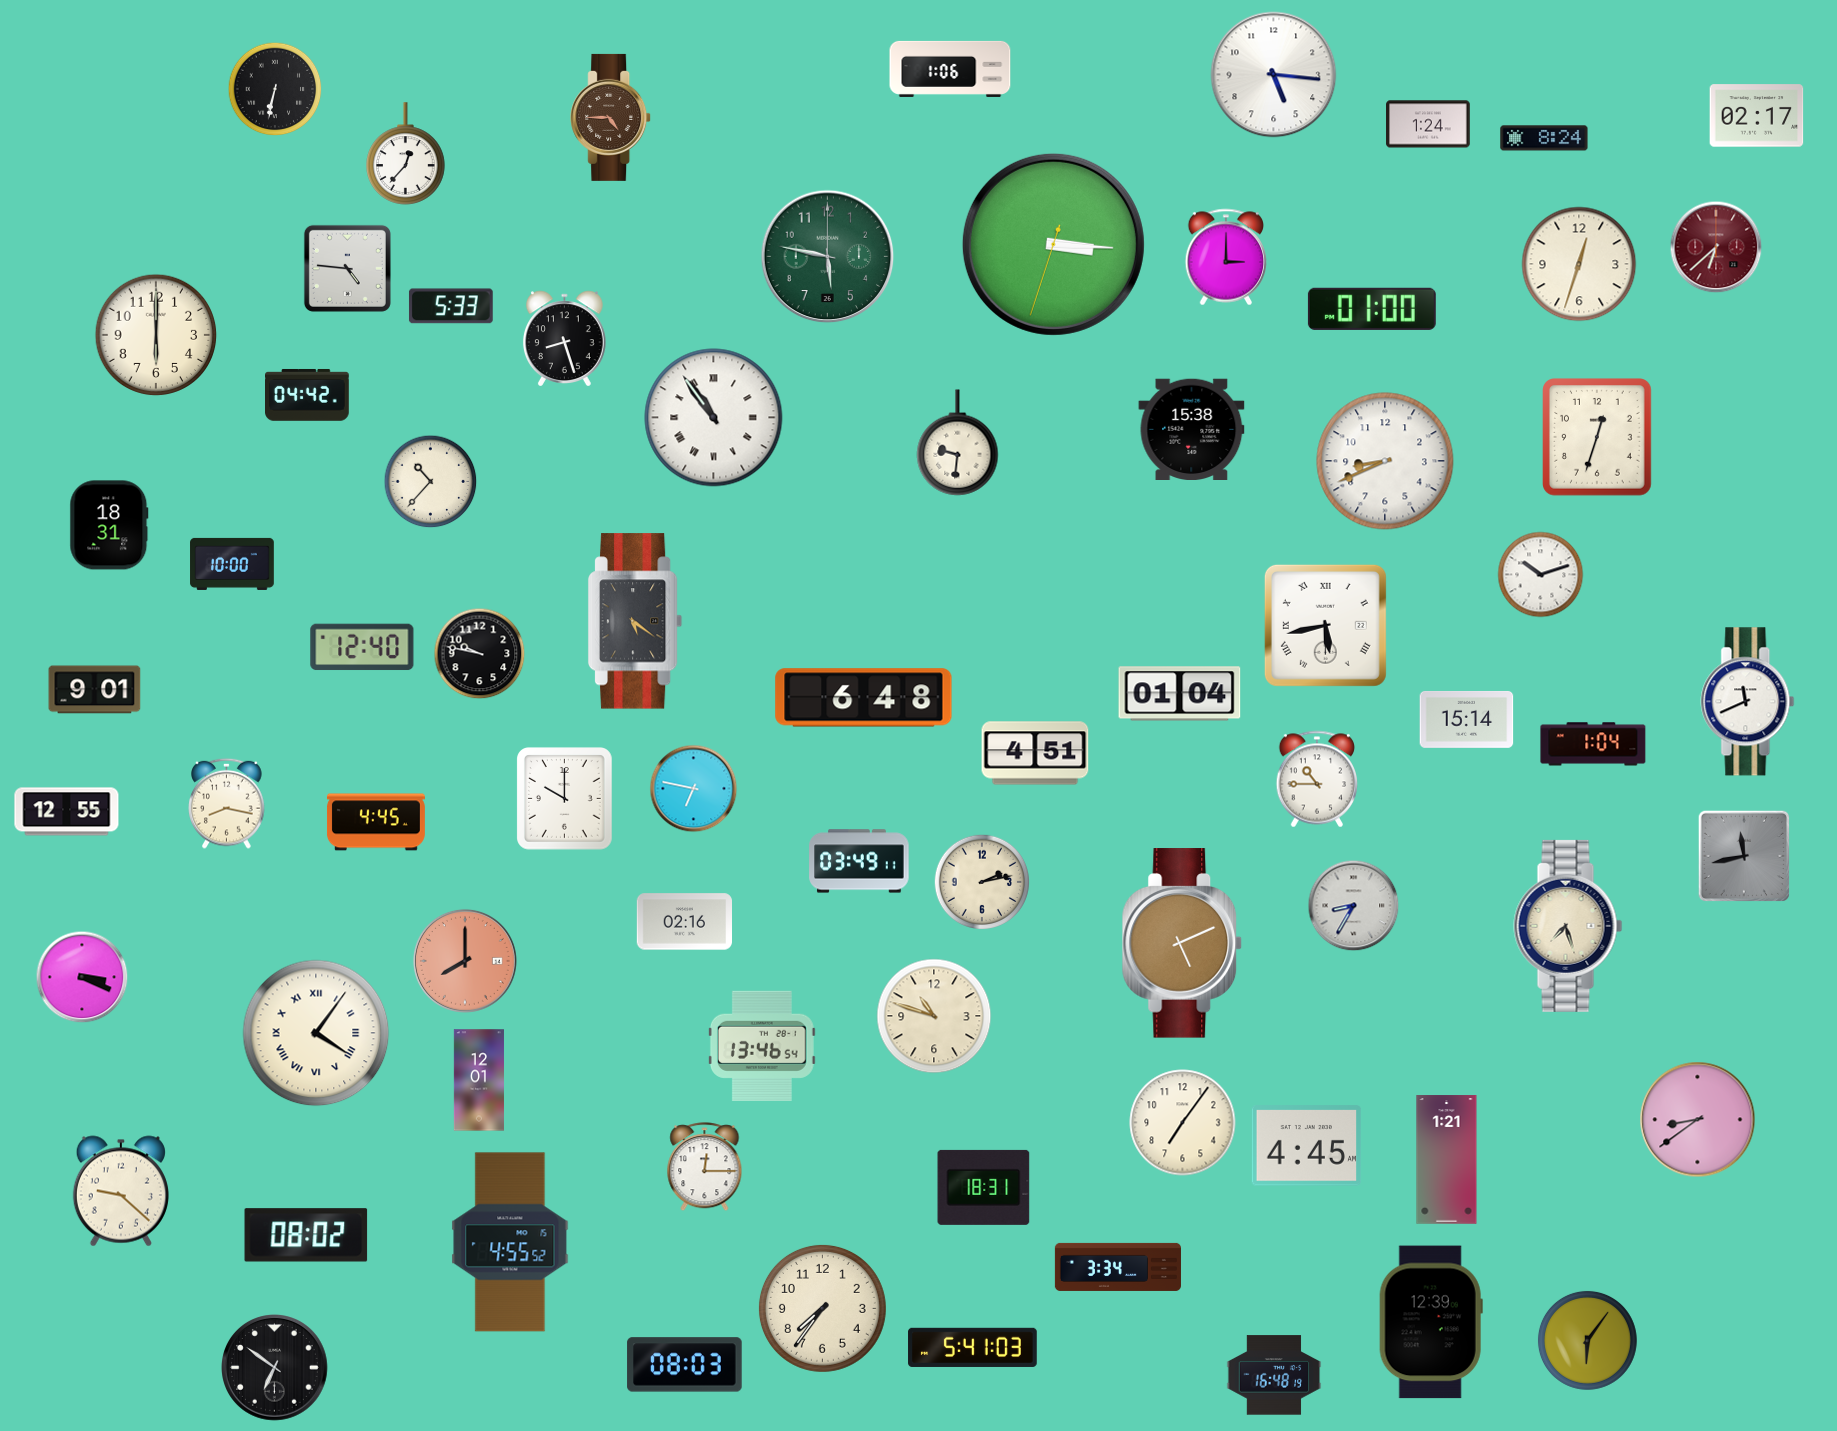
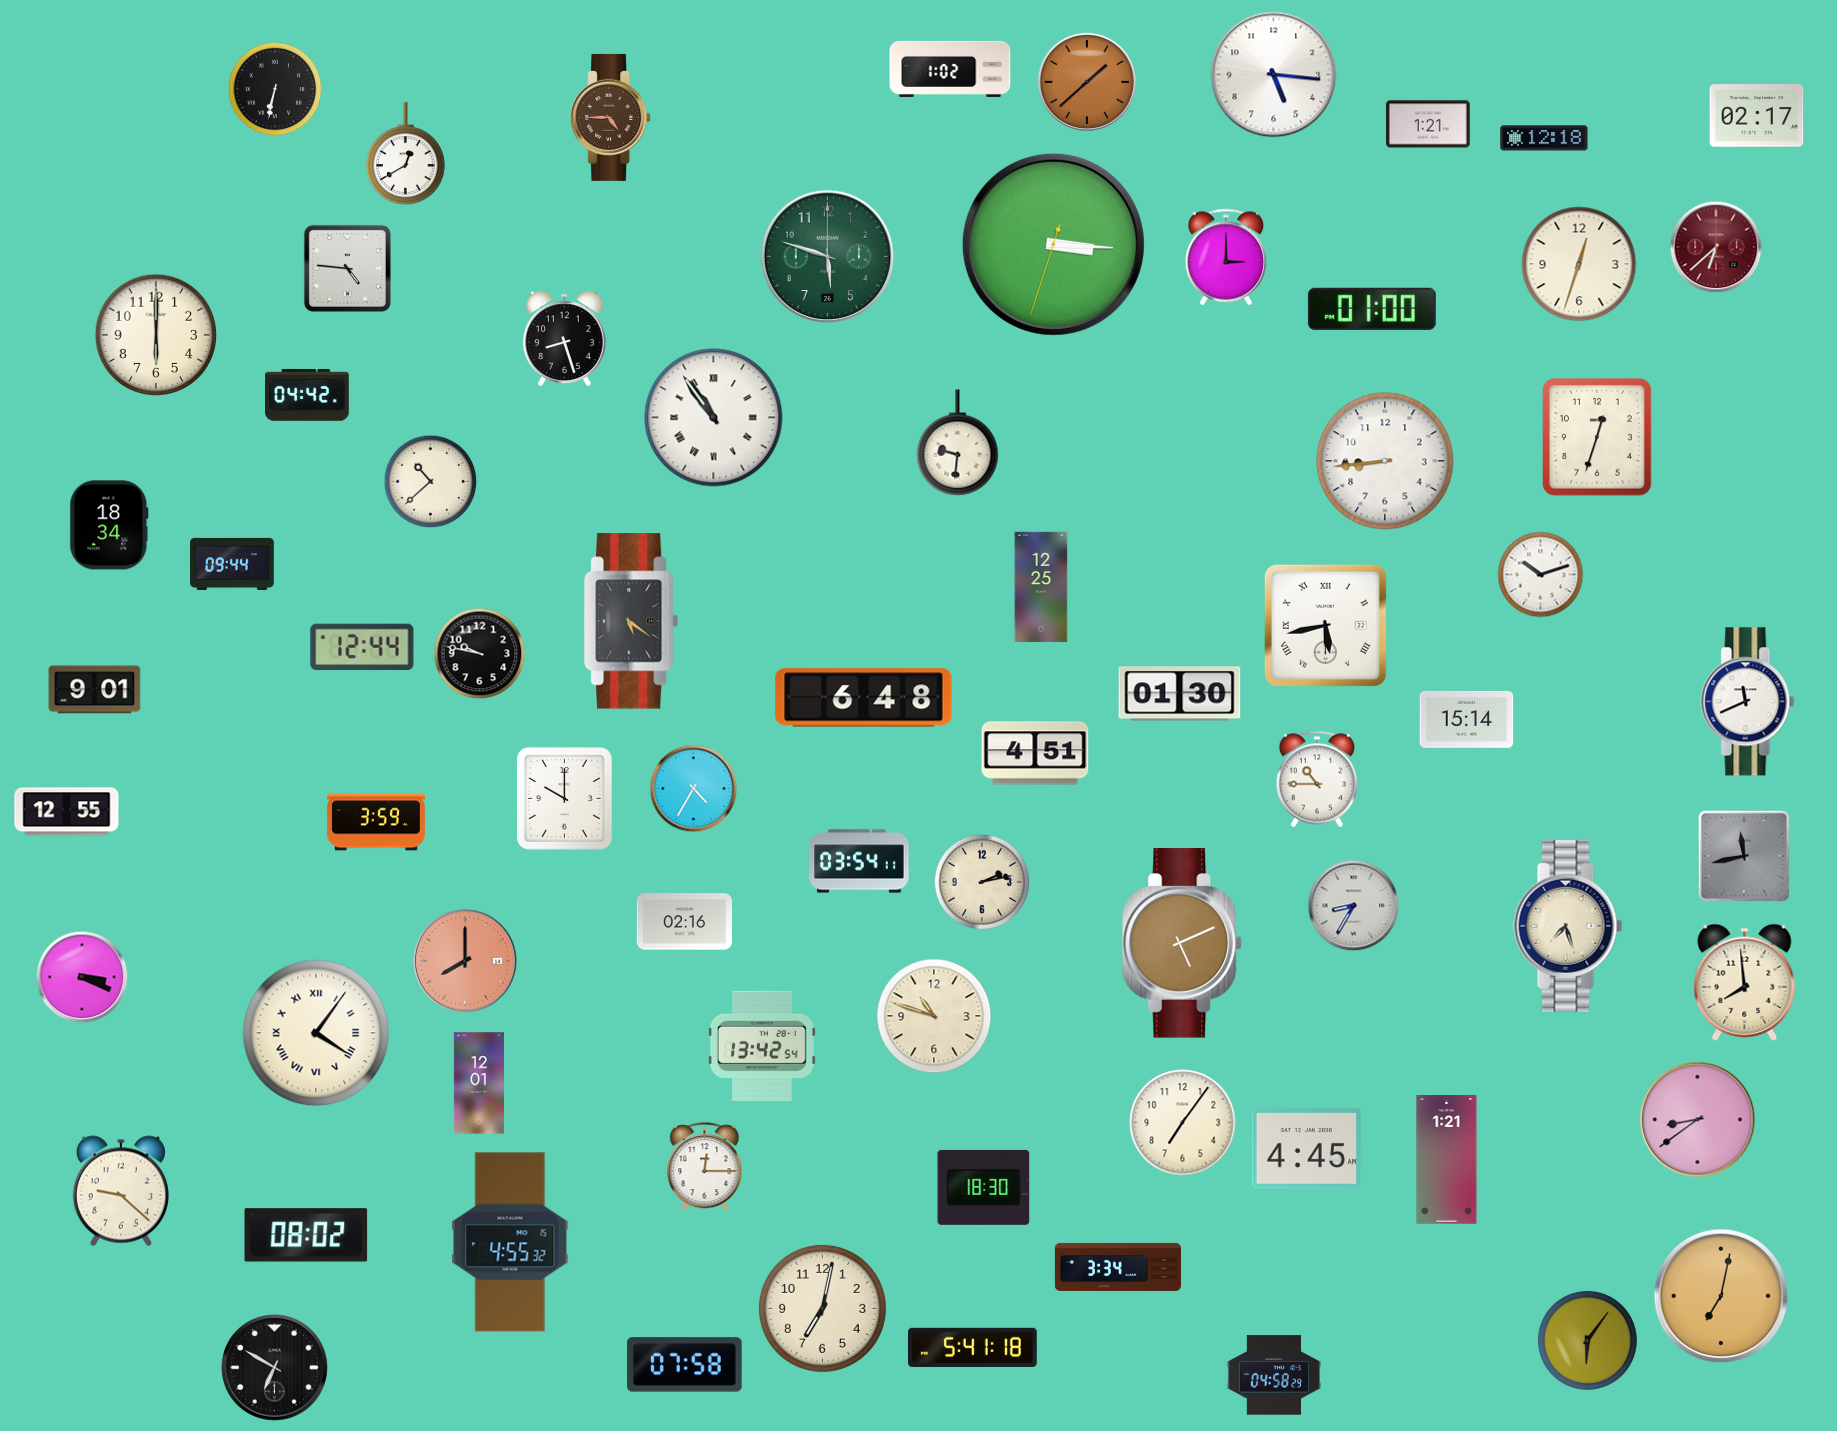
clock at (950, 69): 1:06 -> 1:02
clock at (1087, 82): none -> 1:38
clock at (1428, 124): 1:24 -> 1:21
clock at (1544, 138): 8:24 -> 12:18
clock at (406, 154): 12:37 -> 12:40
clock at (828, 257): 5:47 -> 5:48
clock at (451, 306): 5:33 -> none
clock at (1192, 429): 15:38 -> none
clock at (1385, 461): 8:41 -> 8:44
clock at (431, 482): 10:37 -> 10:38
clock at (109, 525): 18:31 -> 18:34
clock at (232, 564): 10:00 -> 09:44
clock at (1041, 587): none -> 12:25
clock at (635, 621) position: (635, 621) -> (631, 621)
clock at (362, 647): 12:40 -> 12:44
clock at (1180, 694): 01:04 -> 01:30
clock at (1593, 744): 1:04 -> none
clock at (694, 789): 6:47 -> 4:35
clock at (227, 803): 8:17 -> none
clock at (376, 822): 4:45 -> 3:59
clock at (859, 861): 03:49 -> 03:54
clock at (1745, 982): none -> 7:59
clock at (762, 1046): 13:46 -> 13:42
clock at (479, 1080) position: (479, 1080) -> (479, 1083)
clock at (1307, 1146) position: (1307, 1146) -> (1307, 1149)
clock at (984, 1187): 18:31 -> 18:30
clock at (510, 1242): 4:55:52 -> 4:55:32
clock at (1721, 1296): none -> 7:02
clock at (822, 1308): 7:36 -> 7:02
clock at (1431, 1322): 12:39 -> none
clock at (973, 1347): 5:41:03 -> 5:41:18
clock at (685, 1365): 08:03 -> 07:58
clock at (275, 1368): 6:51 -> 6:50
clock at (1274, 1375): 16:48 -> 04:58
